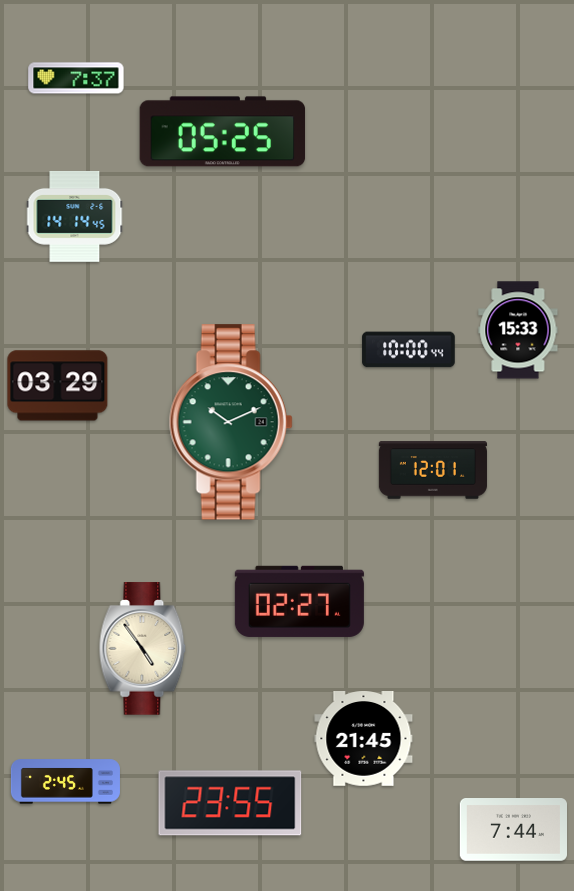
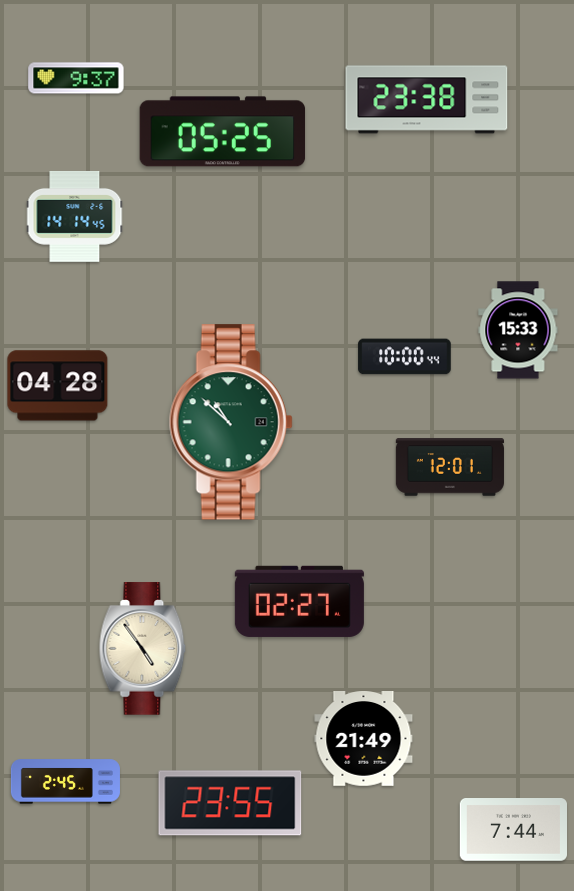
clock at (76, 78): 7:37 -> 9:37
clock at (427, 100): none -> 23:38
clock at (409, 350) position: (409, 350) -> (405, 357)
clock at (58, 386): 03:29 -> 04:28
clock at (231, 422): 10:11 -> 10:52
clock at (433, 470) position: (433, 470) -> (450, 467)
clock at (364, 739): 21:45 -> 21:49
